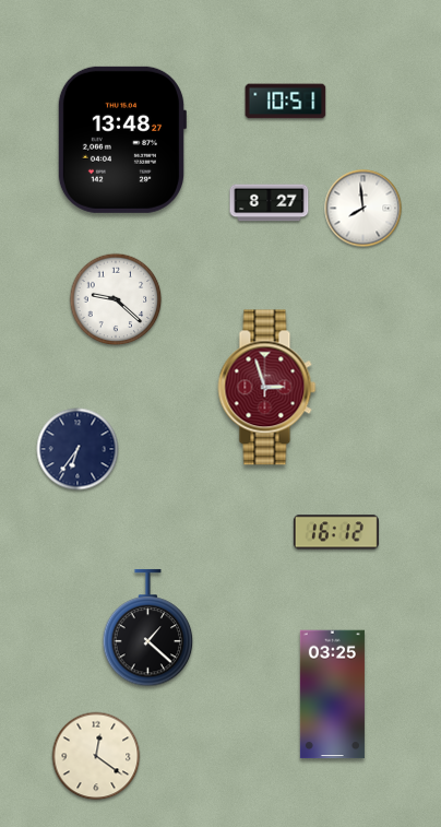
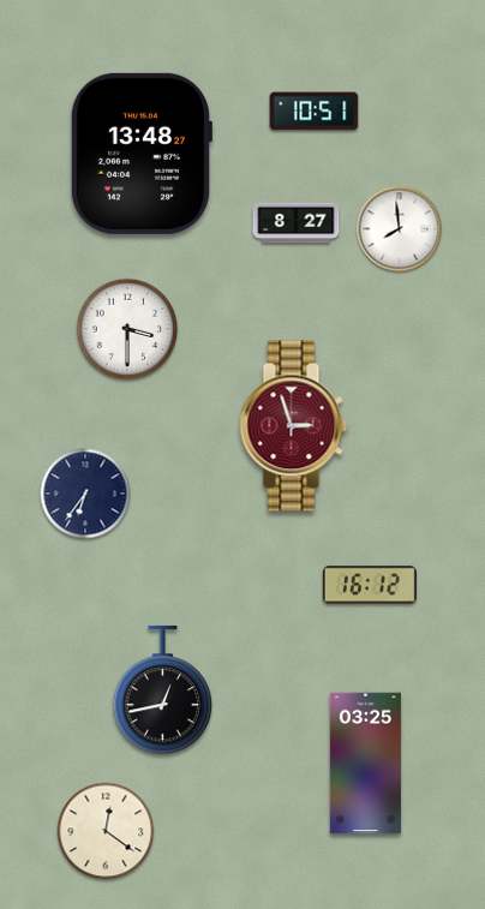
clock at (121, 140) position: (121, 140) -> (140, 154)
clock at (116, 299): 9:22 -> 3:30
clock at (148, 628): 1:22 -> 12:43
